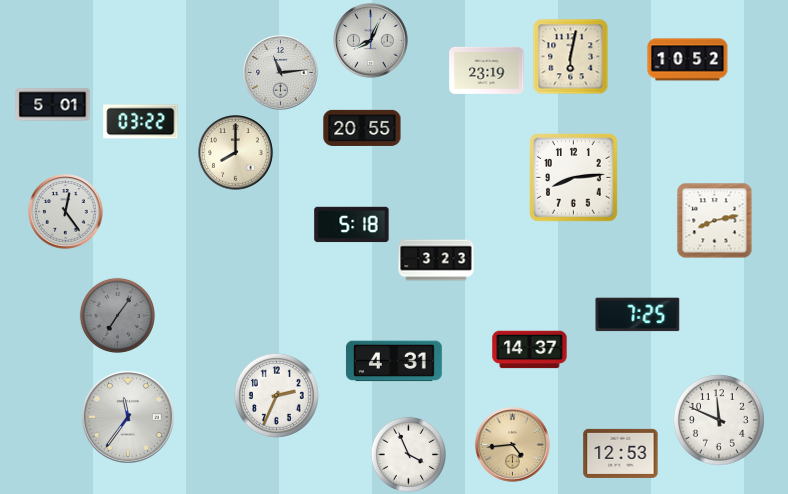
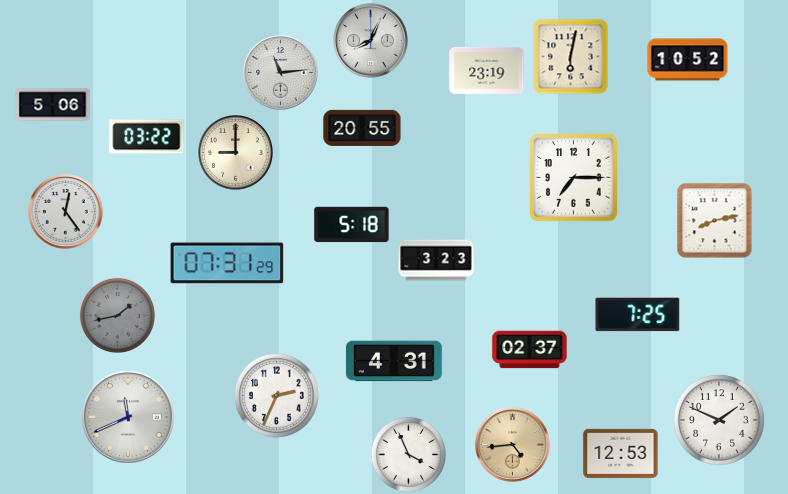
clock at (53, 105): 5:01 -> 5:06
clock at (141, 122) position: (141, 122) -> (147, 137)
clock at (236, 153): 8:00 -> 9:00
clock at (574, 178): 8:14 -> 7:15
clock at (227, 263): none -> 07:31
clock at (117, 315): 7:06 -> 1:43
clock at (530, 350): 14:37 -> 02:37
clock at (128, 417): 11:36 -> 11:41
clock at (719, 420): 11:49 -> 1:49
